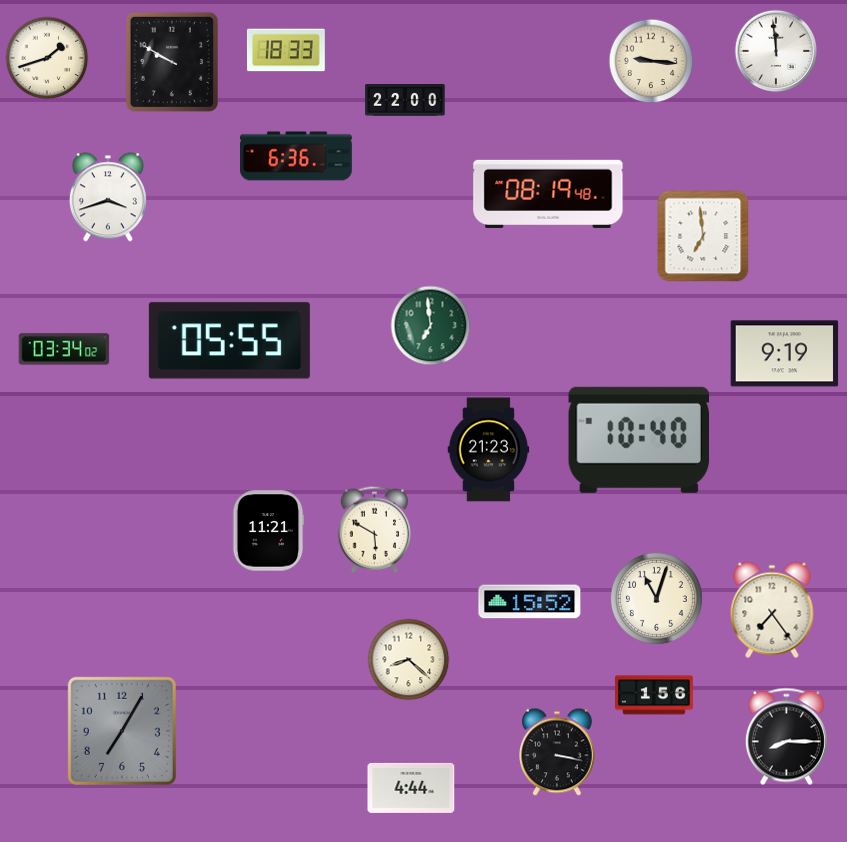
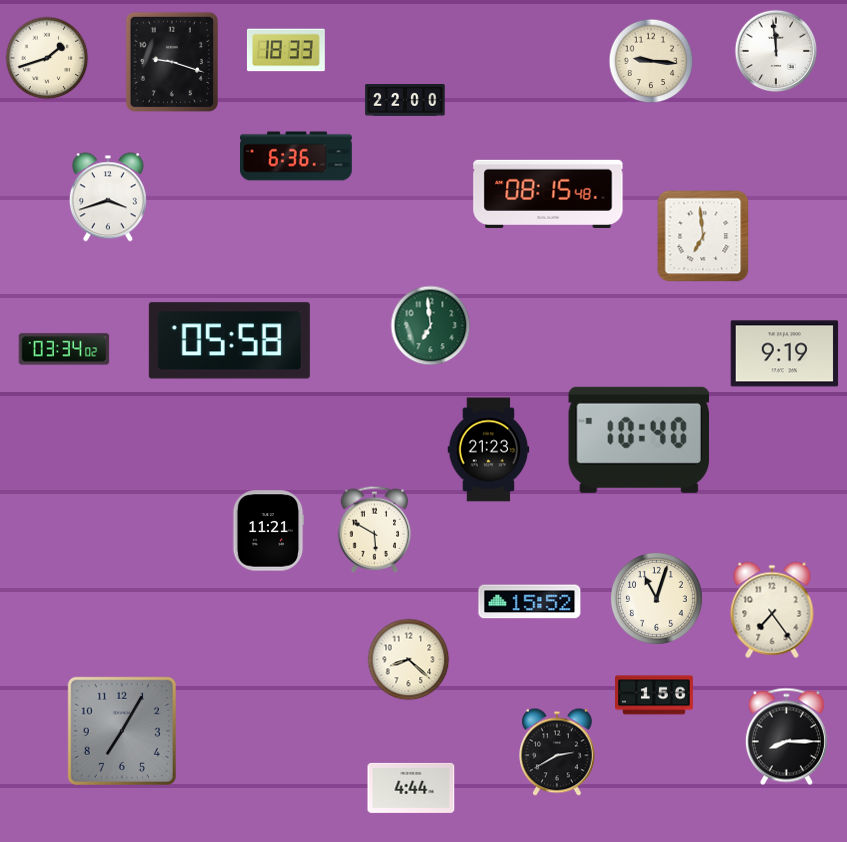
clock at (172, 62): 9:50 -> 9:18
clock at (548, 194): 08:19 -> 08:15
clock at (229, 341): 05:55 -> 05:58
clock at (558, 752): 3:17 -> 2:40
